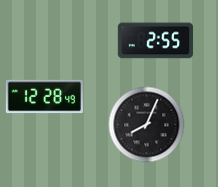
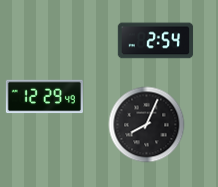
clock at (156, 41): 2:55 -> 2:54
clock at (44, 97): 12:28 -> 12:29
